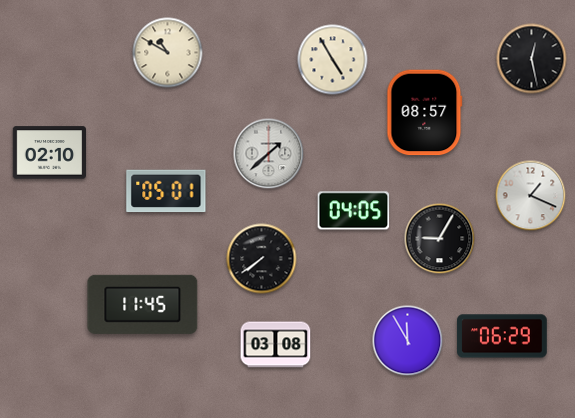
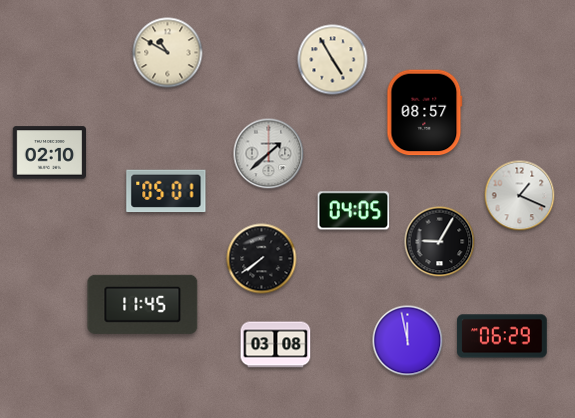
clock at (532, 59): 12:28 -> none
clock at (531, 196) position: (531, 196) -> (520, 196)
clock at (440, 239) position: (440, 239) -> (440, 242)
clock at (408, 341): 11:55 -> 11:58
